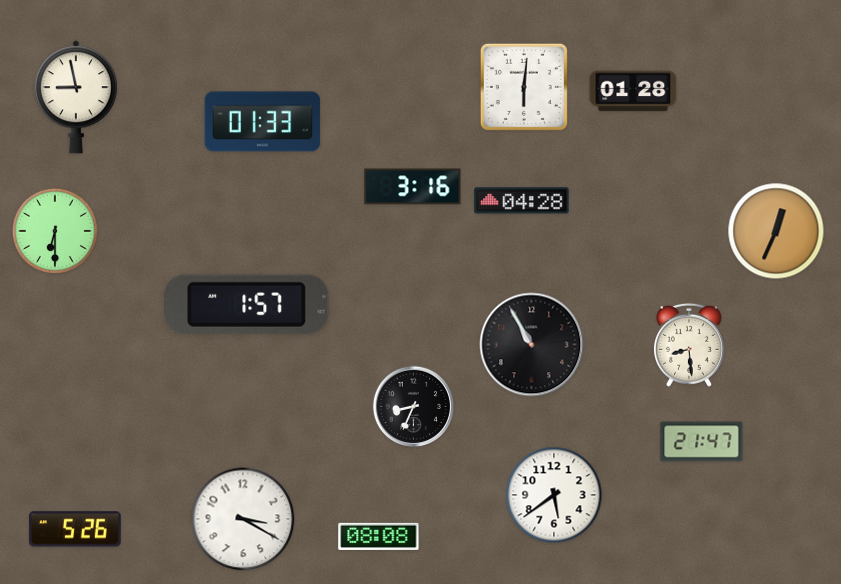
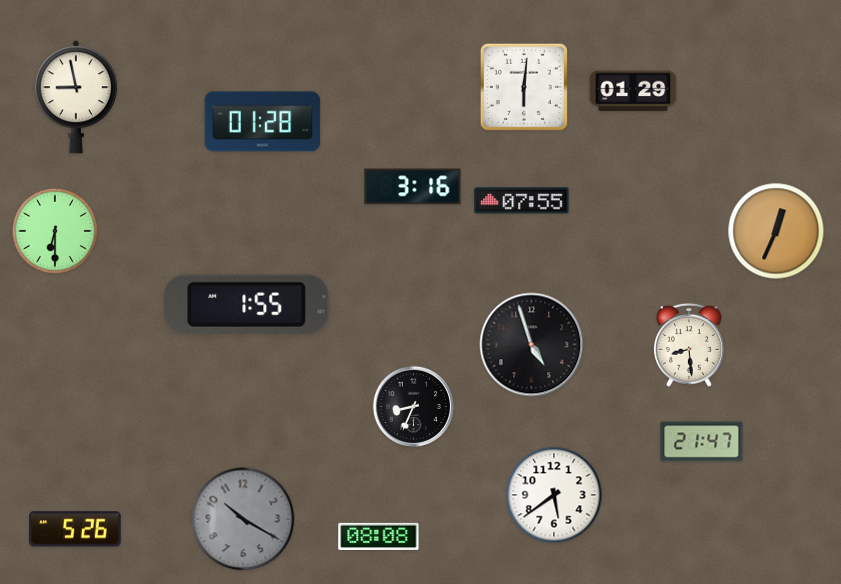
clock at (633, 91): 01:28 -> 01:29
clock at (263, 122): 01:33 -> 01:28
clock at (522, 201): 04:28 -> 07:55
clock at (247, 304): 1:57 -> 1:55
clock at (532, 345): 10:55 -> 4:57
clock at (243, 519): 3:20 -> 10:20
clock at (243, 519) dial: white -> grey
